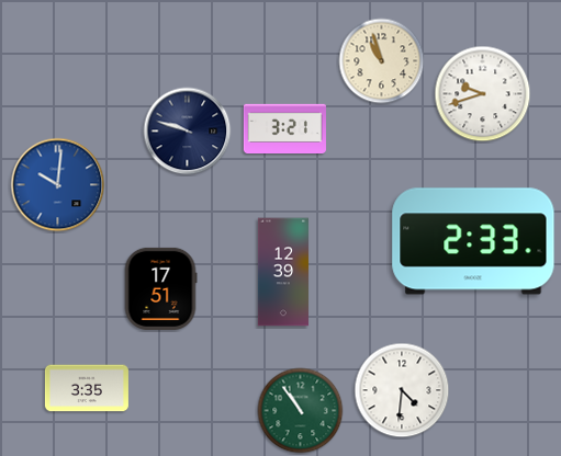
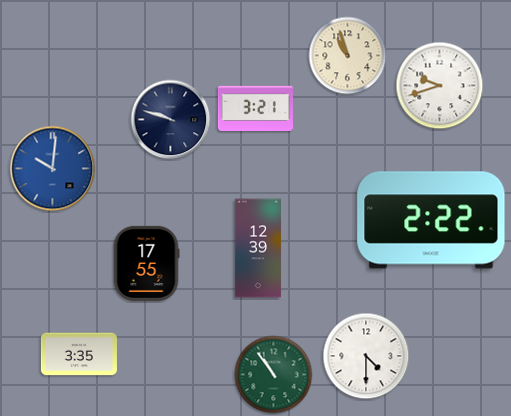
clock at (284, 128) position: (284, 128) -> (255, 108)
clock at (473, 241): 2:33 -> 2:22
clock at (160, 288): 17:51 -> 17:55
clock at (402, 390): 4:31 -> 4:30
